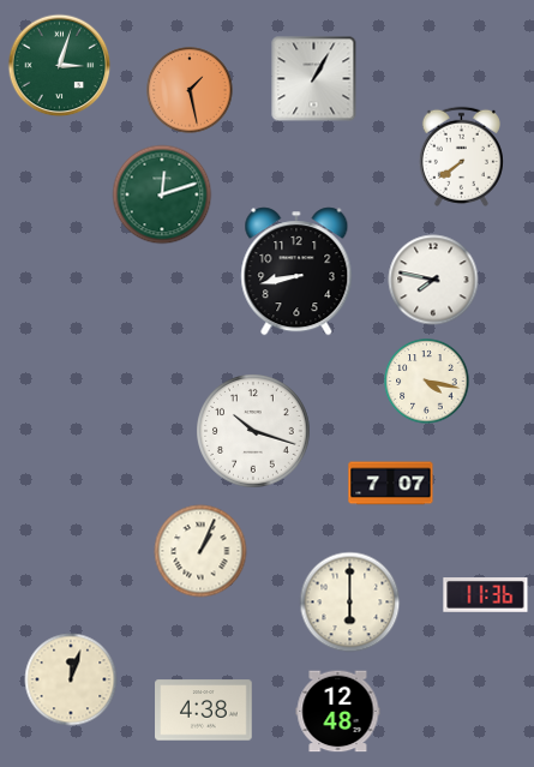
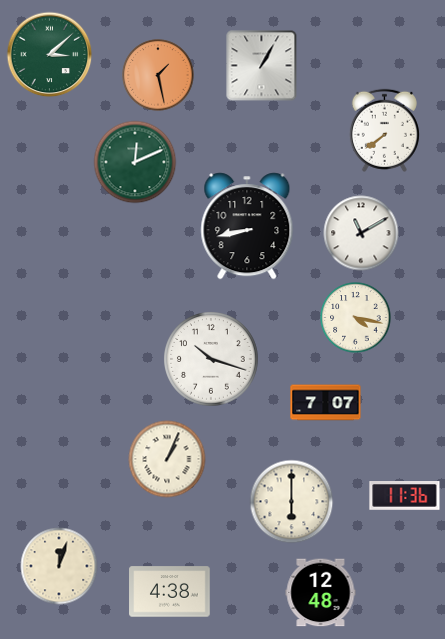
clock at (60, 66): 3:03 -> 3:08
clock at (162, 194): 12:12 -> 12:11
clock at (433, 280): 7:47 -> 11:10
clock at (338, 712) position: (338, 712) -> (321, 593)
